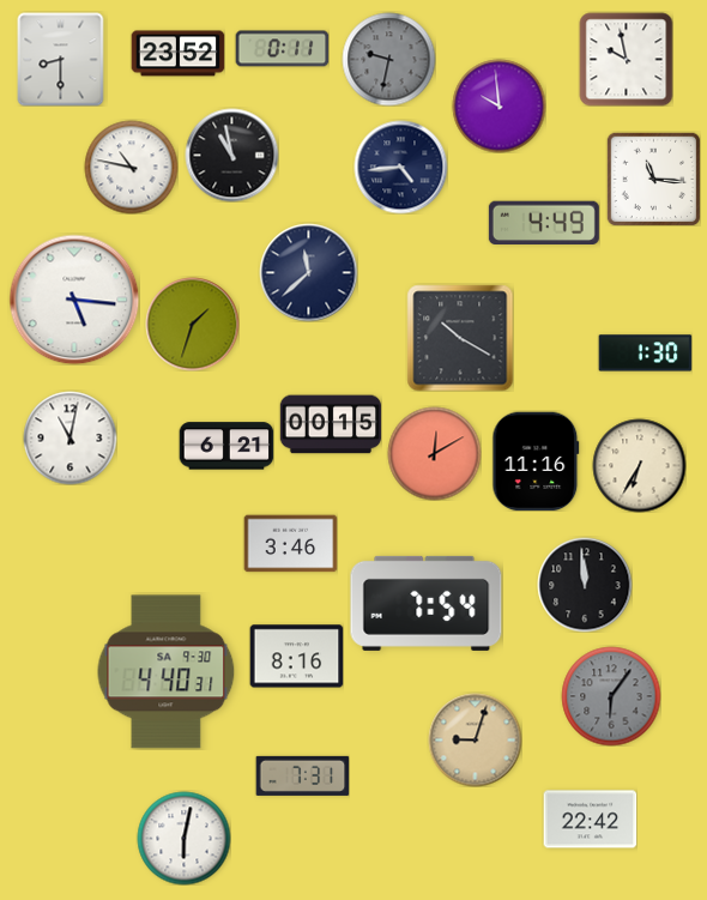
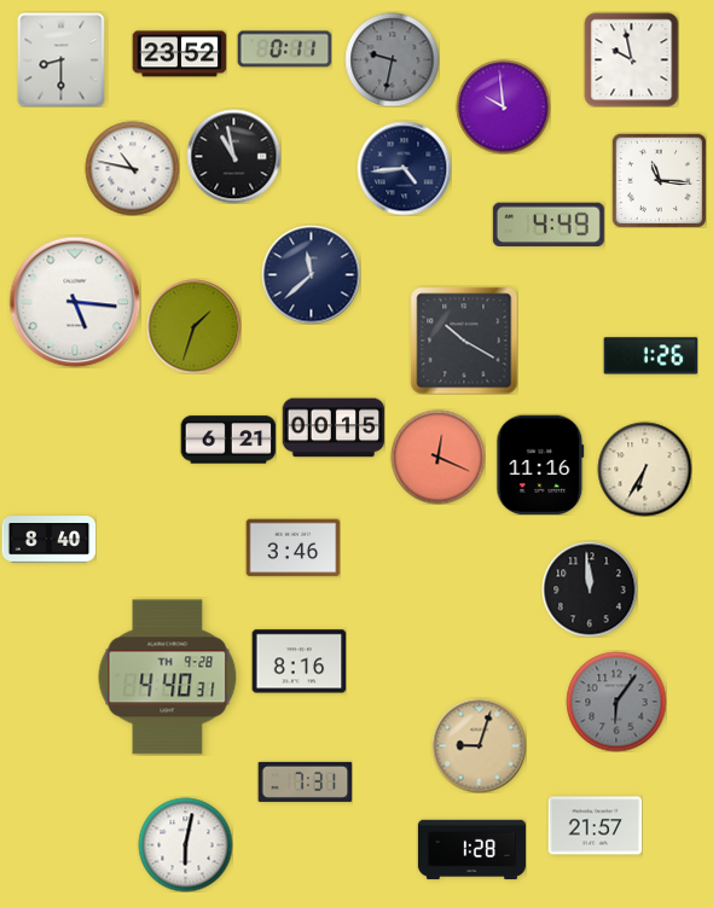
clock at (645, 354): 1:30 -> 1:26
clock at (70, 437): 11:02 -> none
clock at (226, 446) position: (226, 446) -> (228, 440)
clock at (434, 453): 12:10 -> 12:19
clock at (48, 540): none -> 8:40
clock at (427, 603): 7:54 -> none
clock at (167, 672) date: SA 9-30 -> TH 9-28
clock at (590, 820): 22:42 -> 21:57
clock at (471, 850): none -> 1:28
